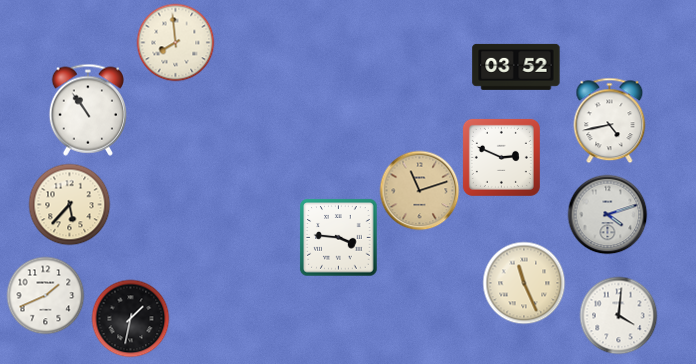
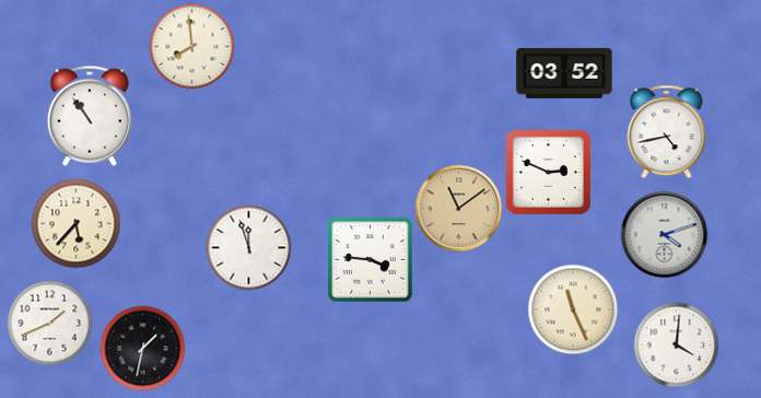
clock at (87, 110) position: (87, 110) -> (89, 116)
clock at (419, 190): 11:12 -> 11:09
clock at (248, 247): none -> 11:57
